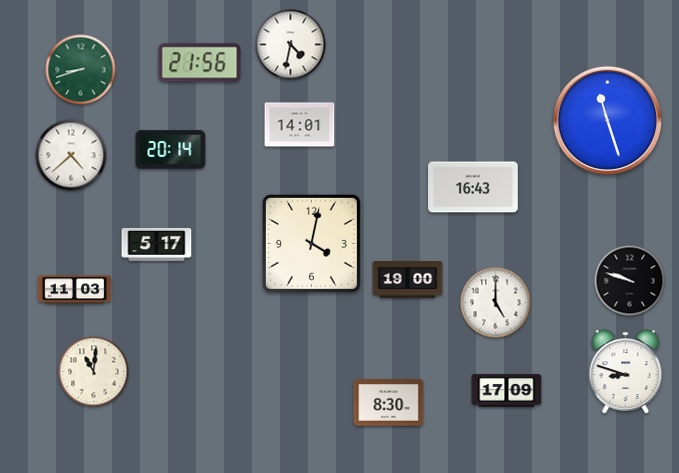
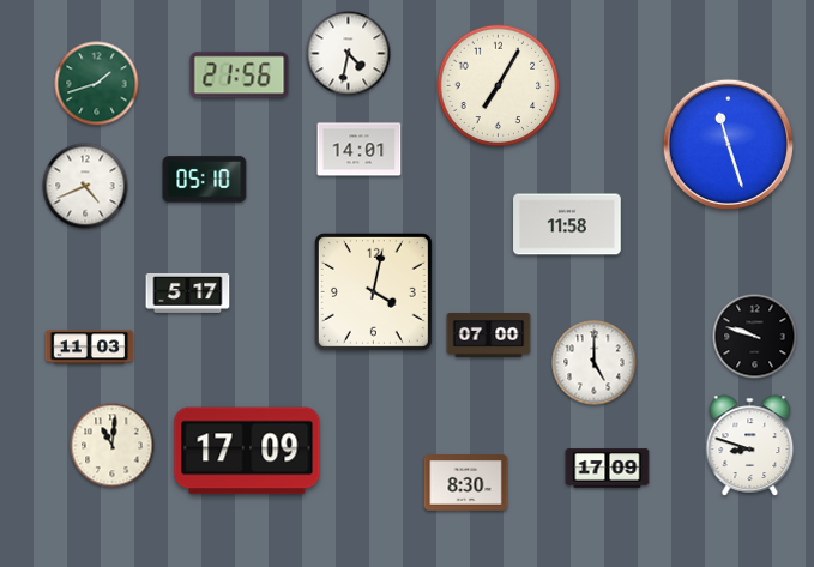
clock at (81, 70): 8:42 -> 1:42
clock at (499, 86): none -> 7:05
clock at (171, 150): 20:14 -> 05:10
clock at (71, 155): 4:38 -> 4:41
clock at (473, 187): 16:43 -> 11:58
clock at (408, 280): 19:00 -> 07:00
clock at (247, 451): none -> 17:09
